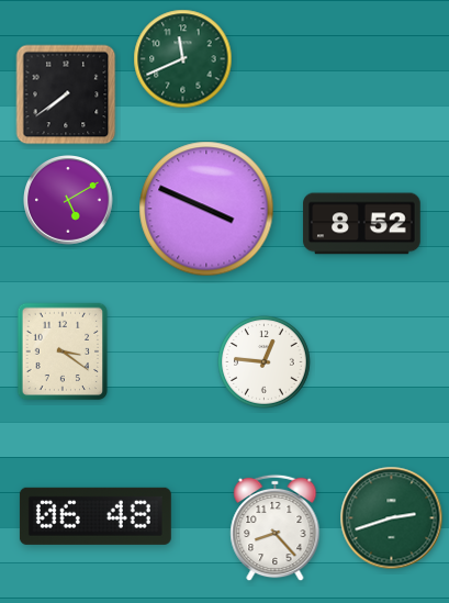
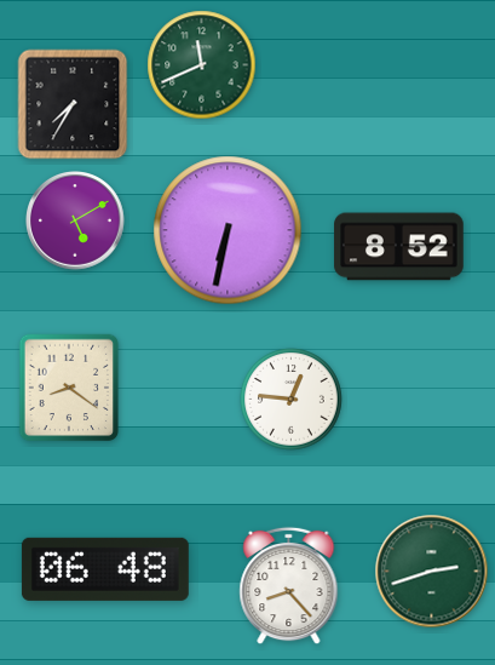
clock at (66, 94): 7:39 -> 7:35
clock at (206, 209): 3:49 -> 6:32
clock at (63, 351): 3:21 -> 8:21
clock at (276, 528) position: (276, 528) -> (289, 586)
